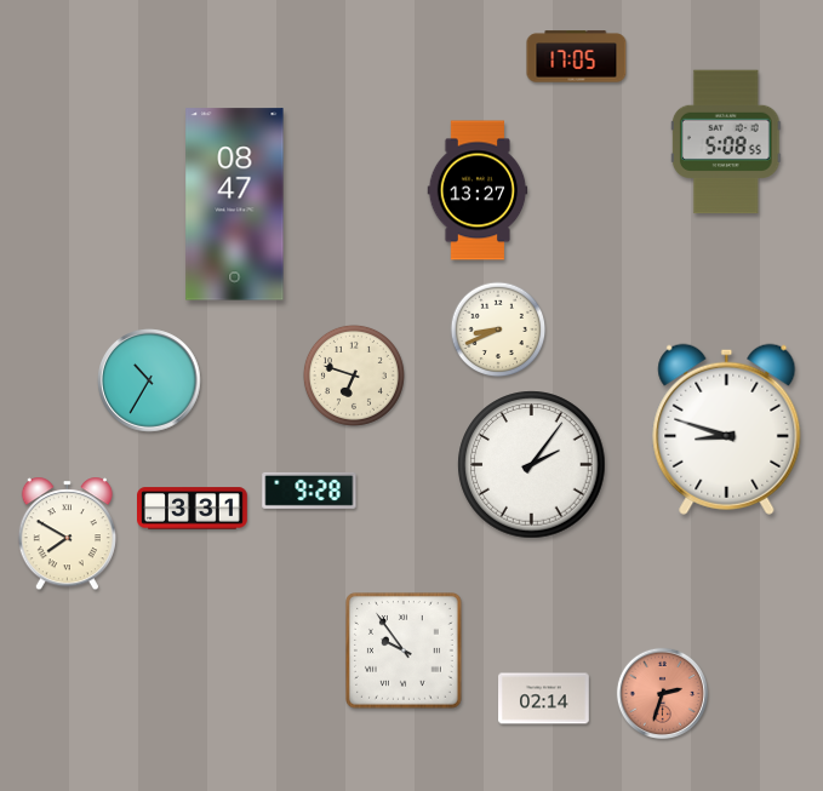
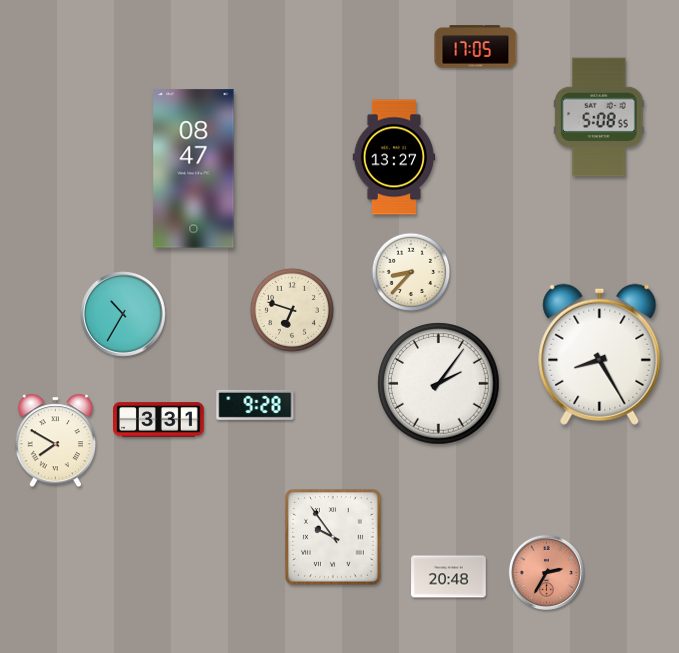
clock at (498, 329): 8:41 -> 8:37
clock at (727, 429): 8:48 -> 8:25
clock at (662, 693): 2:33 -> 2:35
clock at (544, 699): 02:14 -> 20:48
